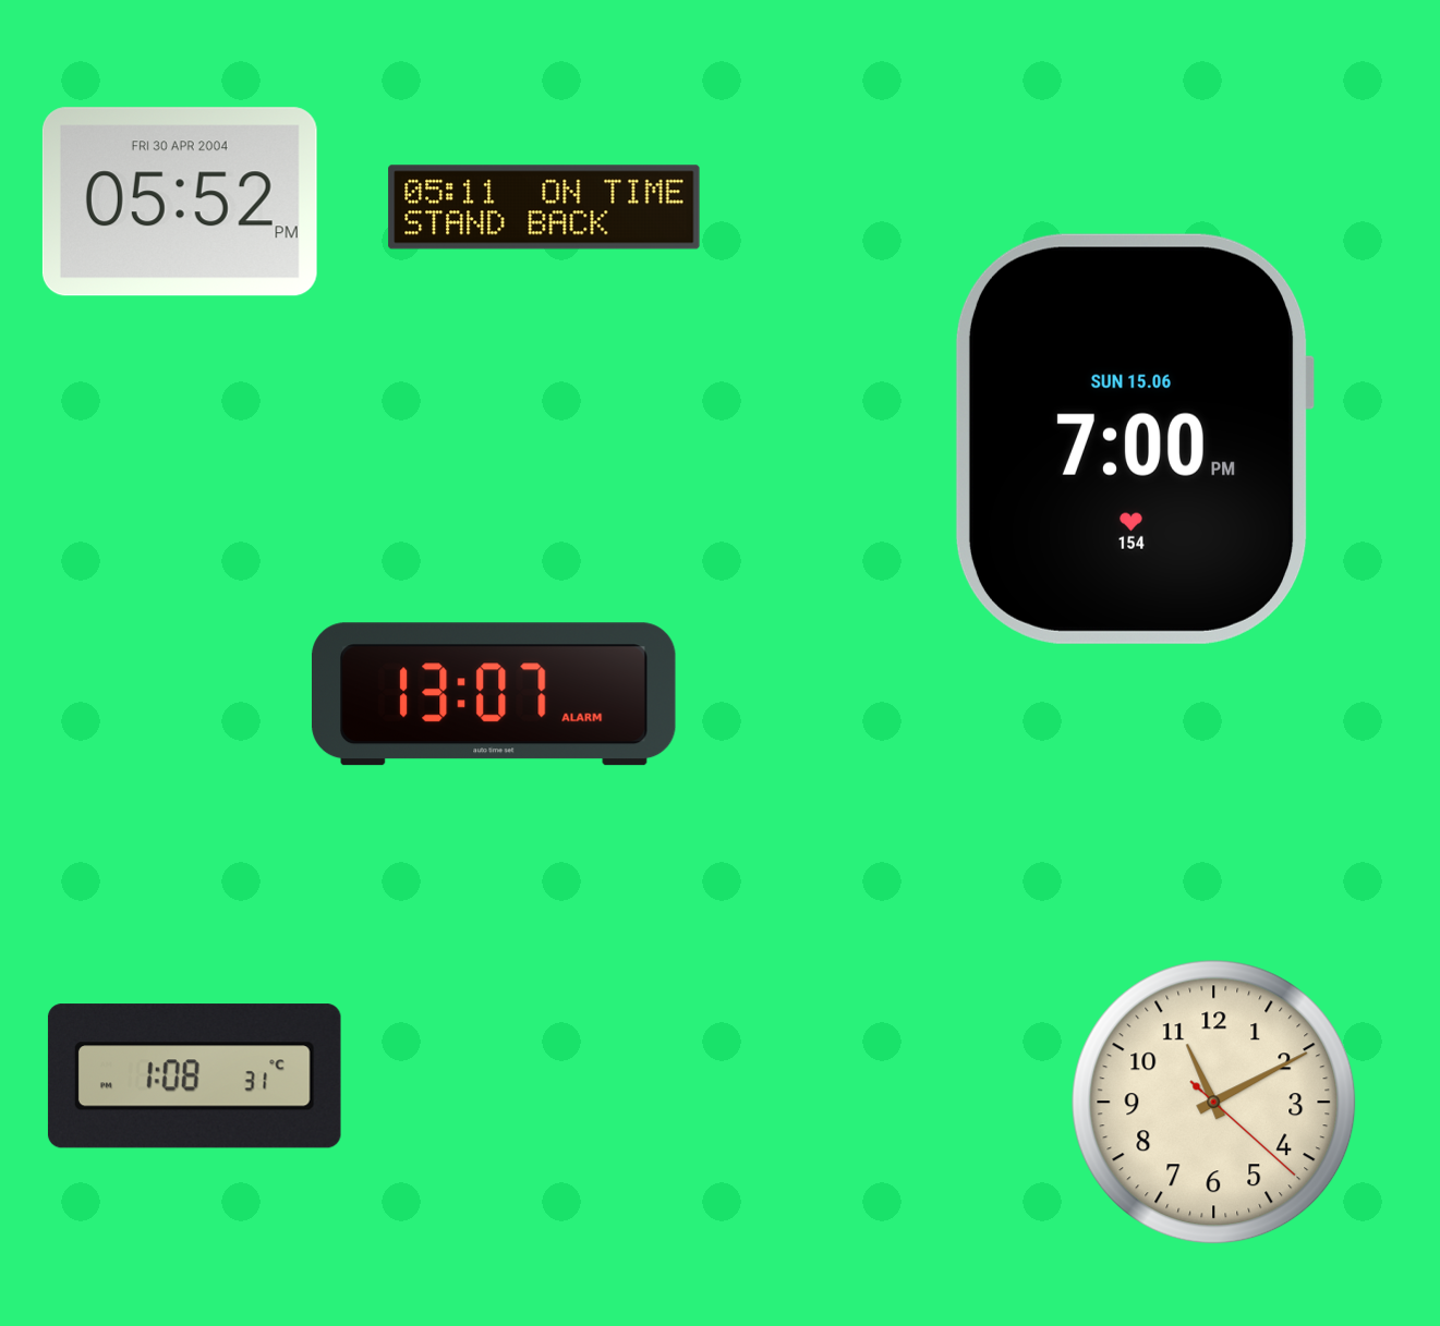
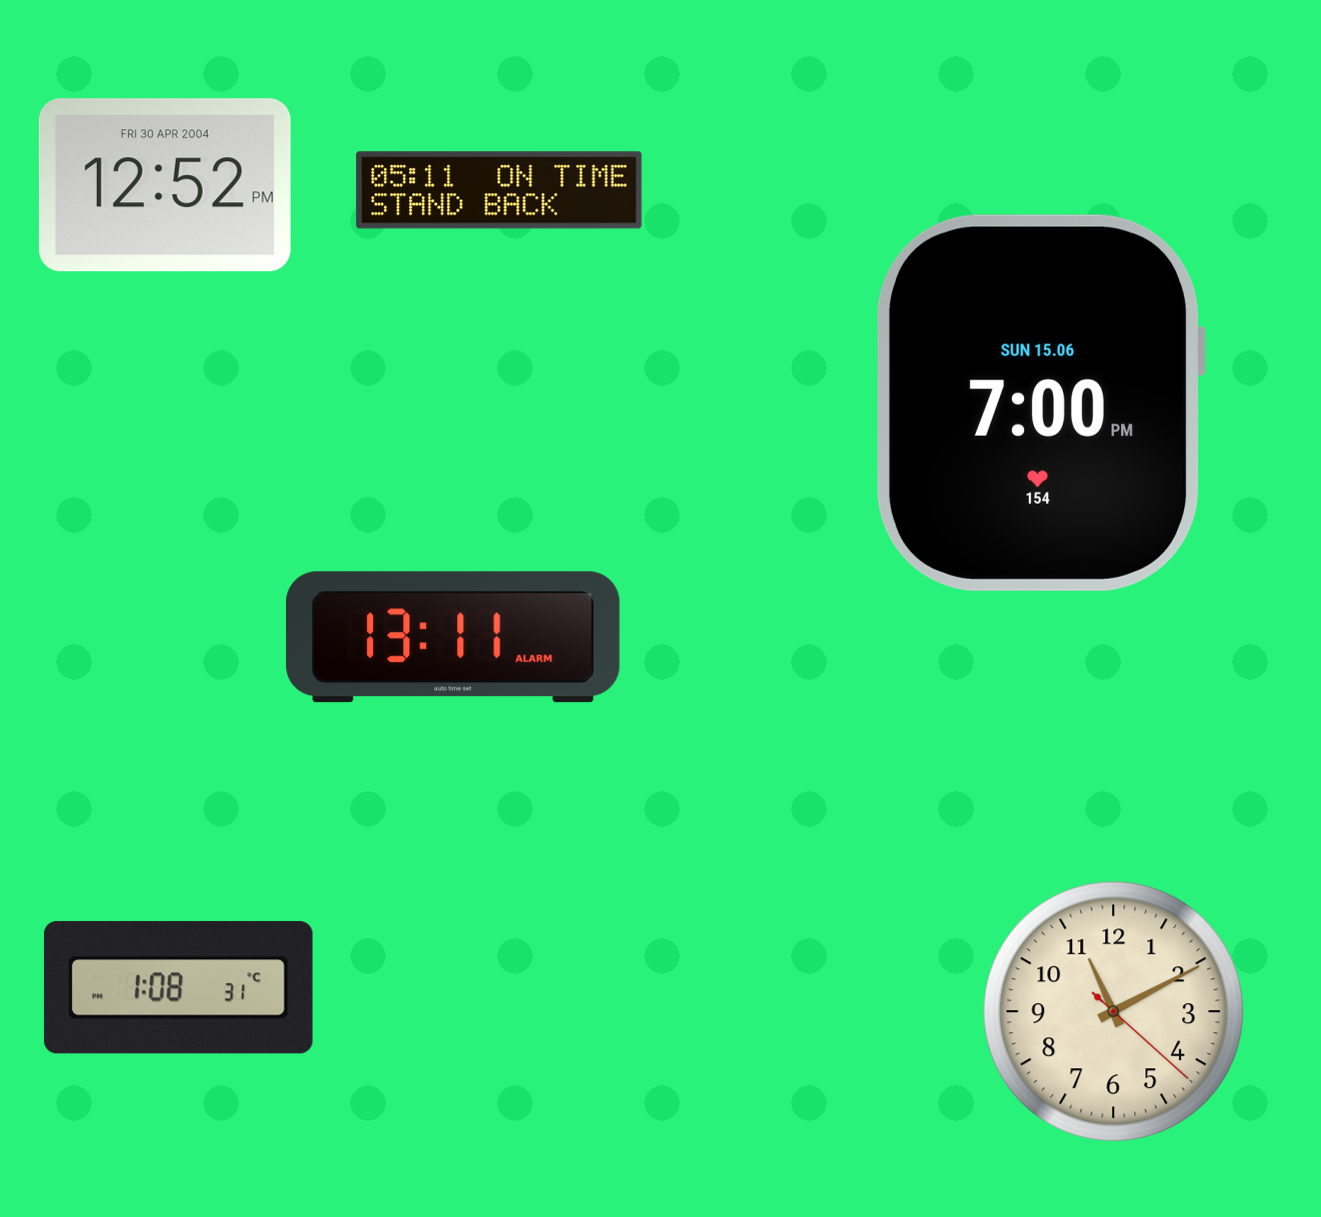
clock at (180, 202): 05:52 -> 12:52
clock at (494, 694): 13:07 -> 13:11
